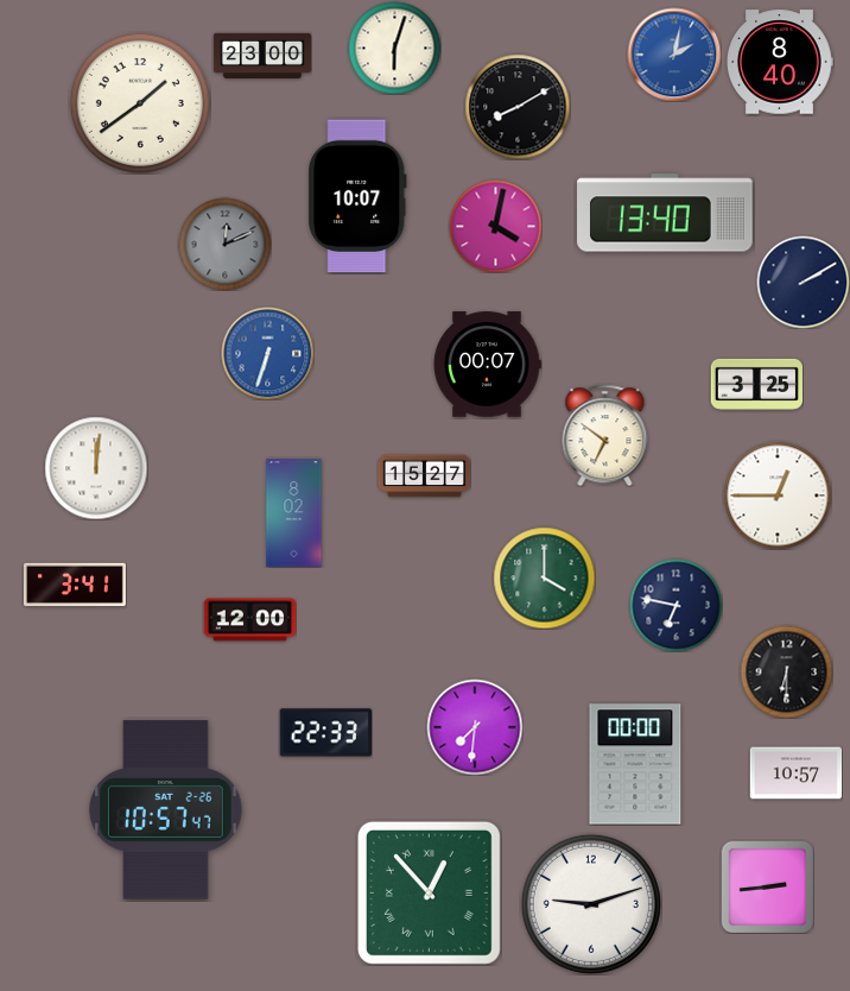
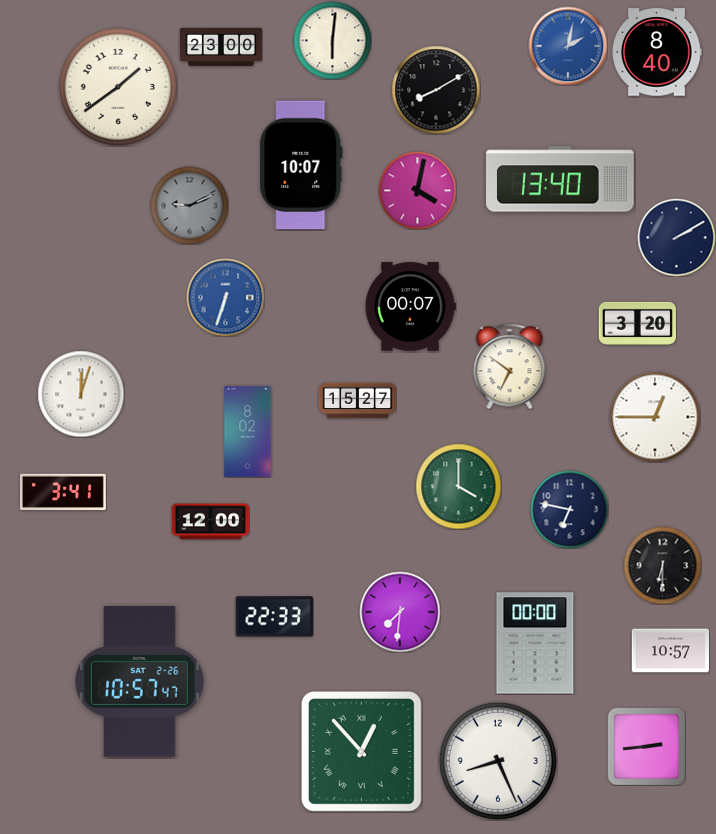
clock at (394, 48): 6:03 -> 6:01
clock at (224, 244): 12:11 -> 9:11
clock at (756, 384): 3:25 -> 3:20
clock at (96, 468): 12:01 -> 12:03
clock at (591, 904): 9:12 -> 8:26
